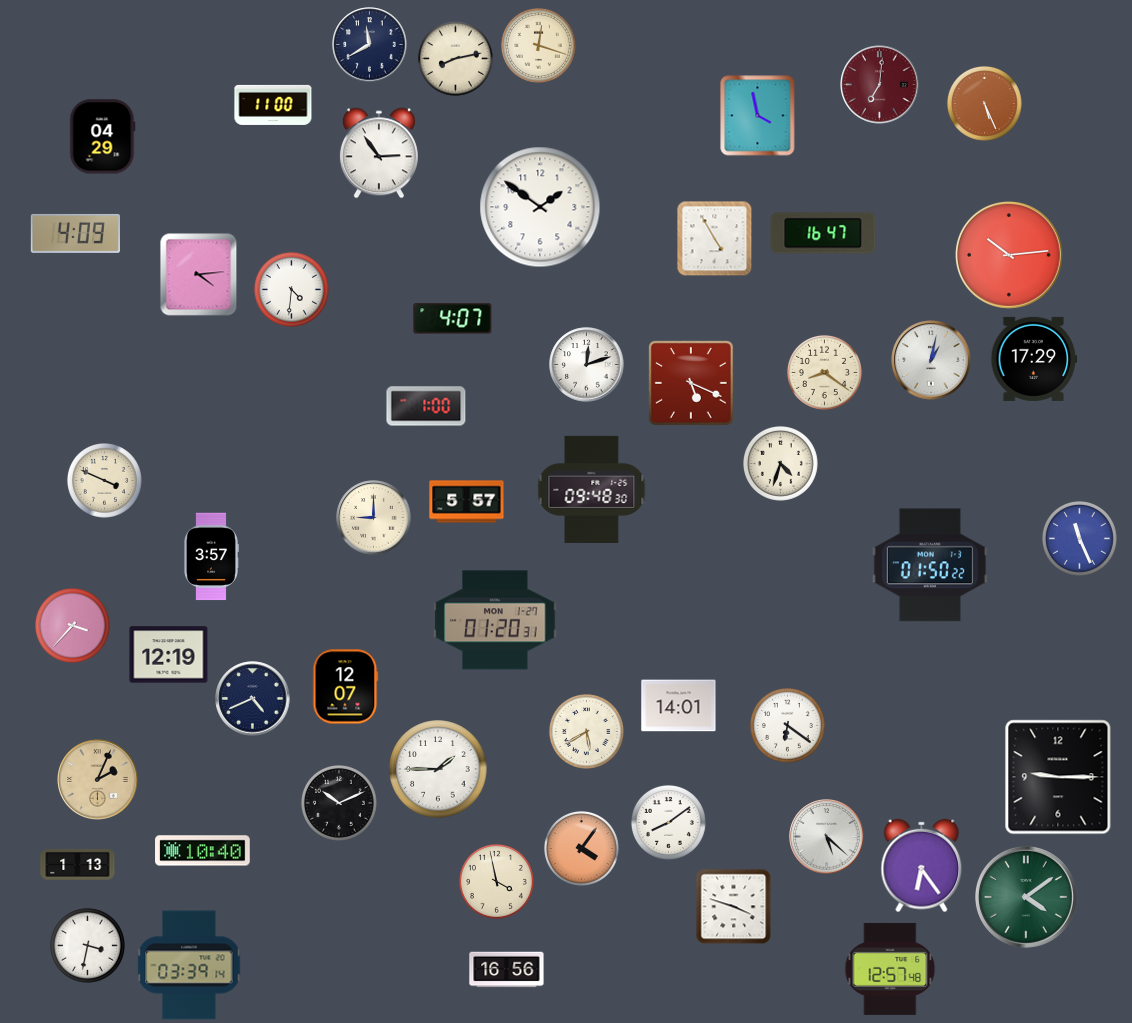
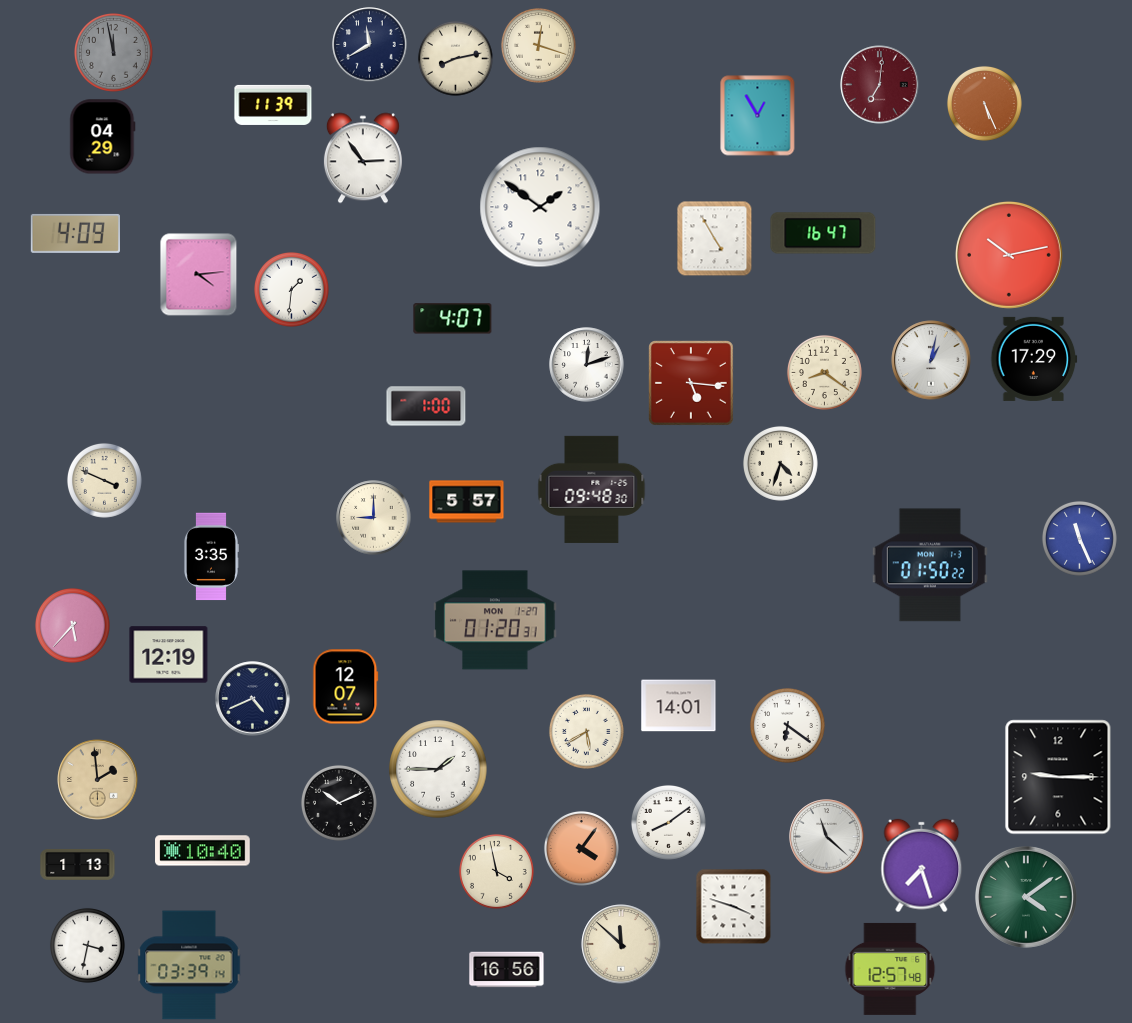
clock at (114, 53): none -> 11:58
clock at (273, 105): 11:00 -> 11:39
clock at (758, 116): 3:58 -> 12:55
clock at (379, 153) position: (379, 153) -> (363, 158)
clock at (1009, 255): 10:14 -> 10:13
clock at (291, 289): 4:31 -> 1:31
clock at (692, 384): 5:19 -> 5:16
clock at (211, 557): 3:57 -> 3:35
clock at (72, 625): 3:37 -> 5:37
clock at (98, 780): 2:04 -> 1:59
clock at (827, 837): 5:22 -> 11:22
clock at (922, 866): 6:24 -> 7:27
clock at (496, 881) position: (496, 881) -> (496, 871)
clock at (621, 944): none -> 11:52
